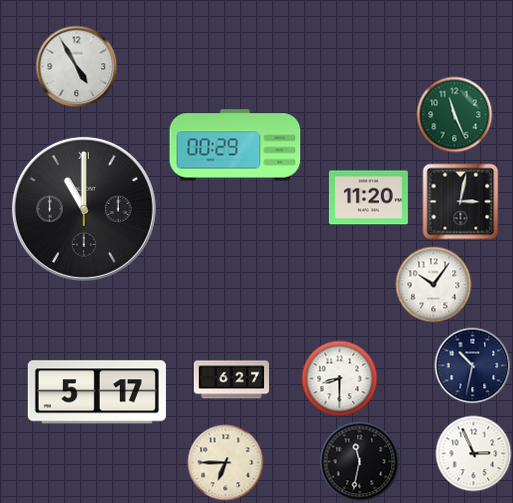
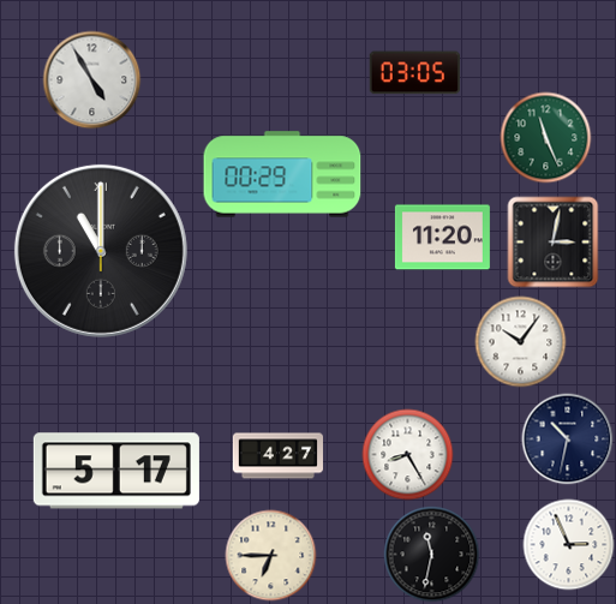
clock at (414, 73): none -> 03:05
clock at (340, 379): 8:30 -> 8:25
clock at (231, 380): 6:27 -> 4:27
